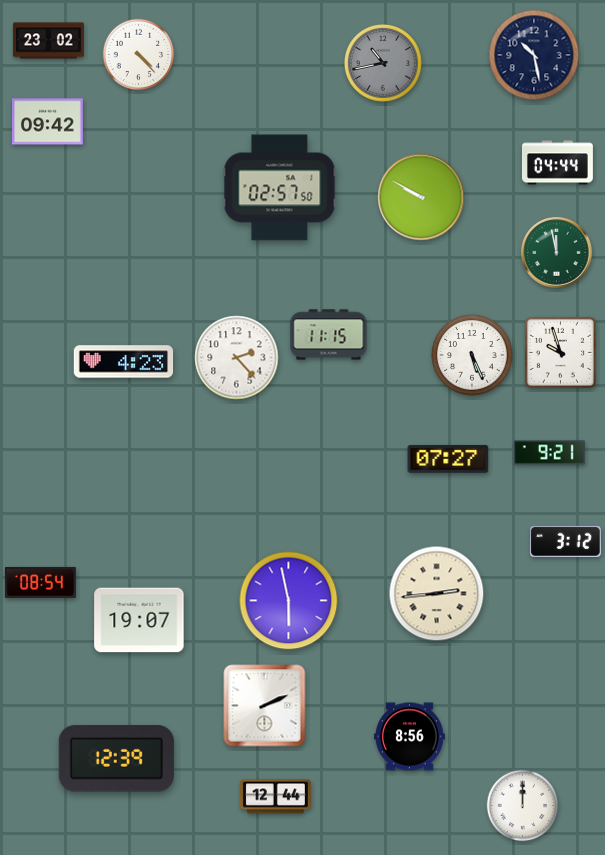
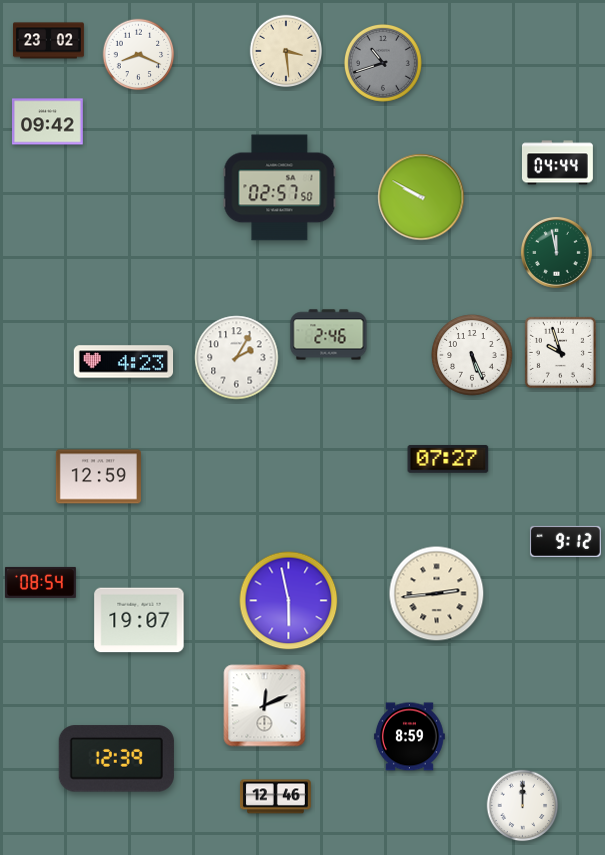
clock at (286, 51): none -> 3:29
clock at (139, 55): 4:23 -> 8:19
clock at (534, 55): 10:28 -> none
clock at (383, 63): 10:43 -> 10:42
clock at (329, 335): 11:15 -> 2:46
clock at (237, 358): 2:23 -> 2:05
clock at (549, 453): 9:21 -> none
clock at (98, 477): none -> 12:59
clock at (565, 541): 3:12 -> 9:12
clock at (265, 706): 2:11 -> 12:11
clock at (409, 737): 8:56 -> 8:59
clock at (275, 797): 12:44 -> 12:46
